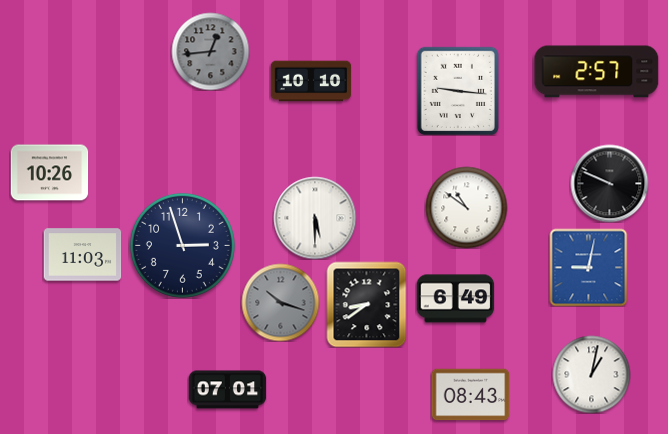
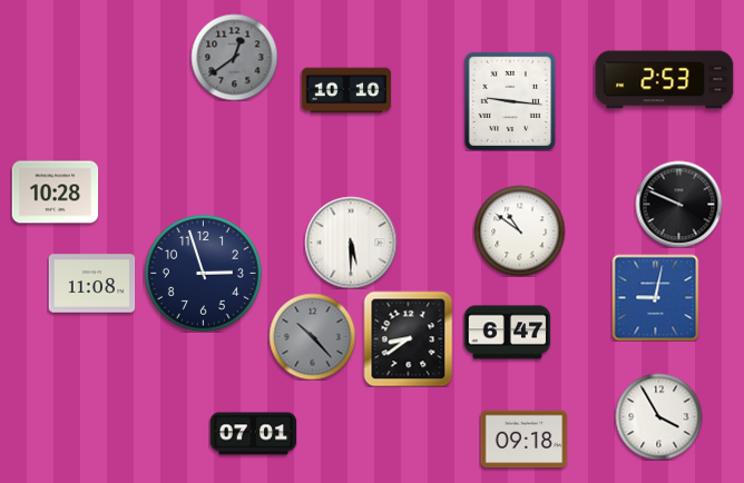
clock at (210, 51): 12:44 -> 12:39
clock at (597, 72): 2:57 -> 2:53
clock at (49, 173): 10:26 -> 10:28
clock at (82, 255): 11:03 -> 11:08
clock at (455, 299): 6:49 -> 6:47
clock at (280, 302): 10:18 -> 10:23
clock at (591, 374): 1:02 -> 3:55
clock at (470, 395): 08:43 -> 09:18
